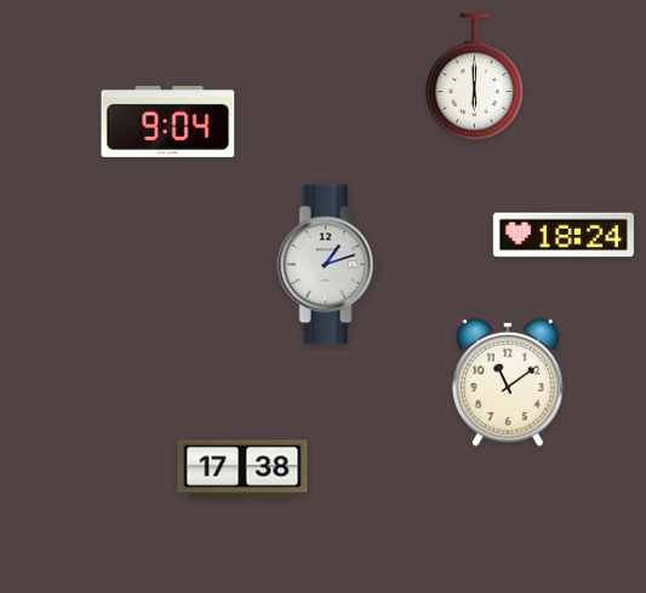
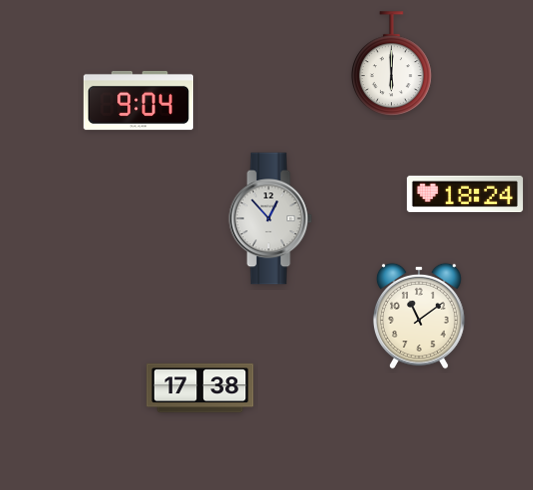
clock at (328, 265): 1:12 -> 12:53
